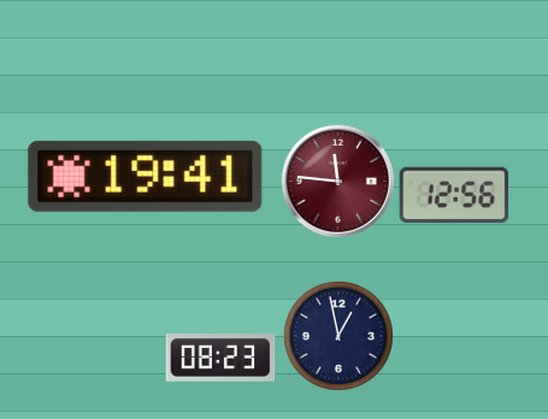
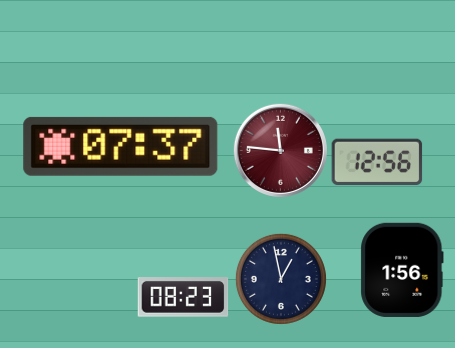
clock at (146, 176): 19:41 -> 07:37
clock at (402, 270): none -> 1:56
